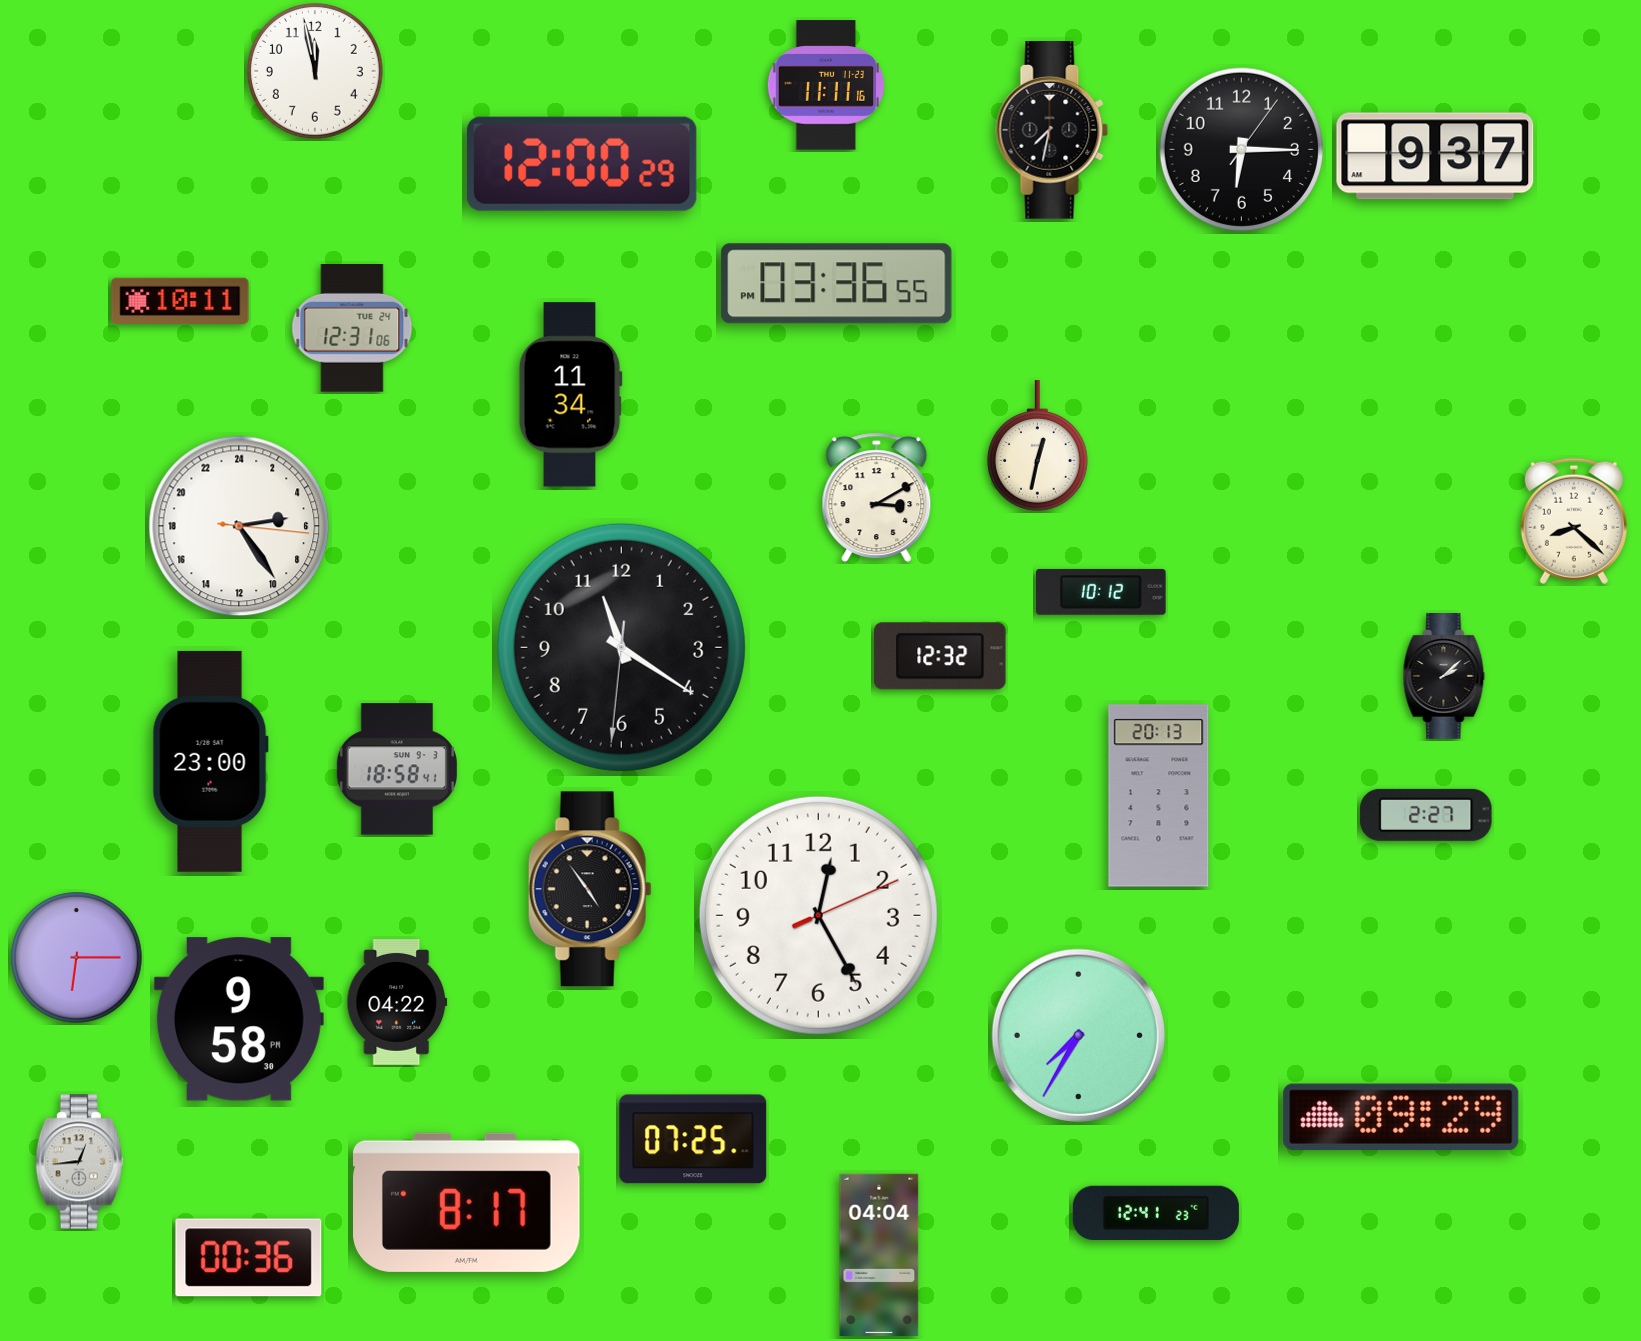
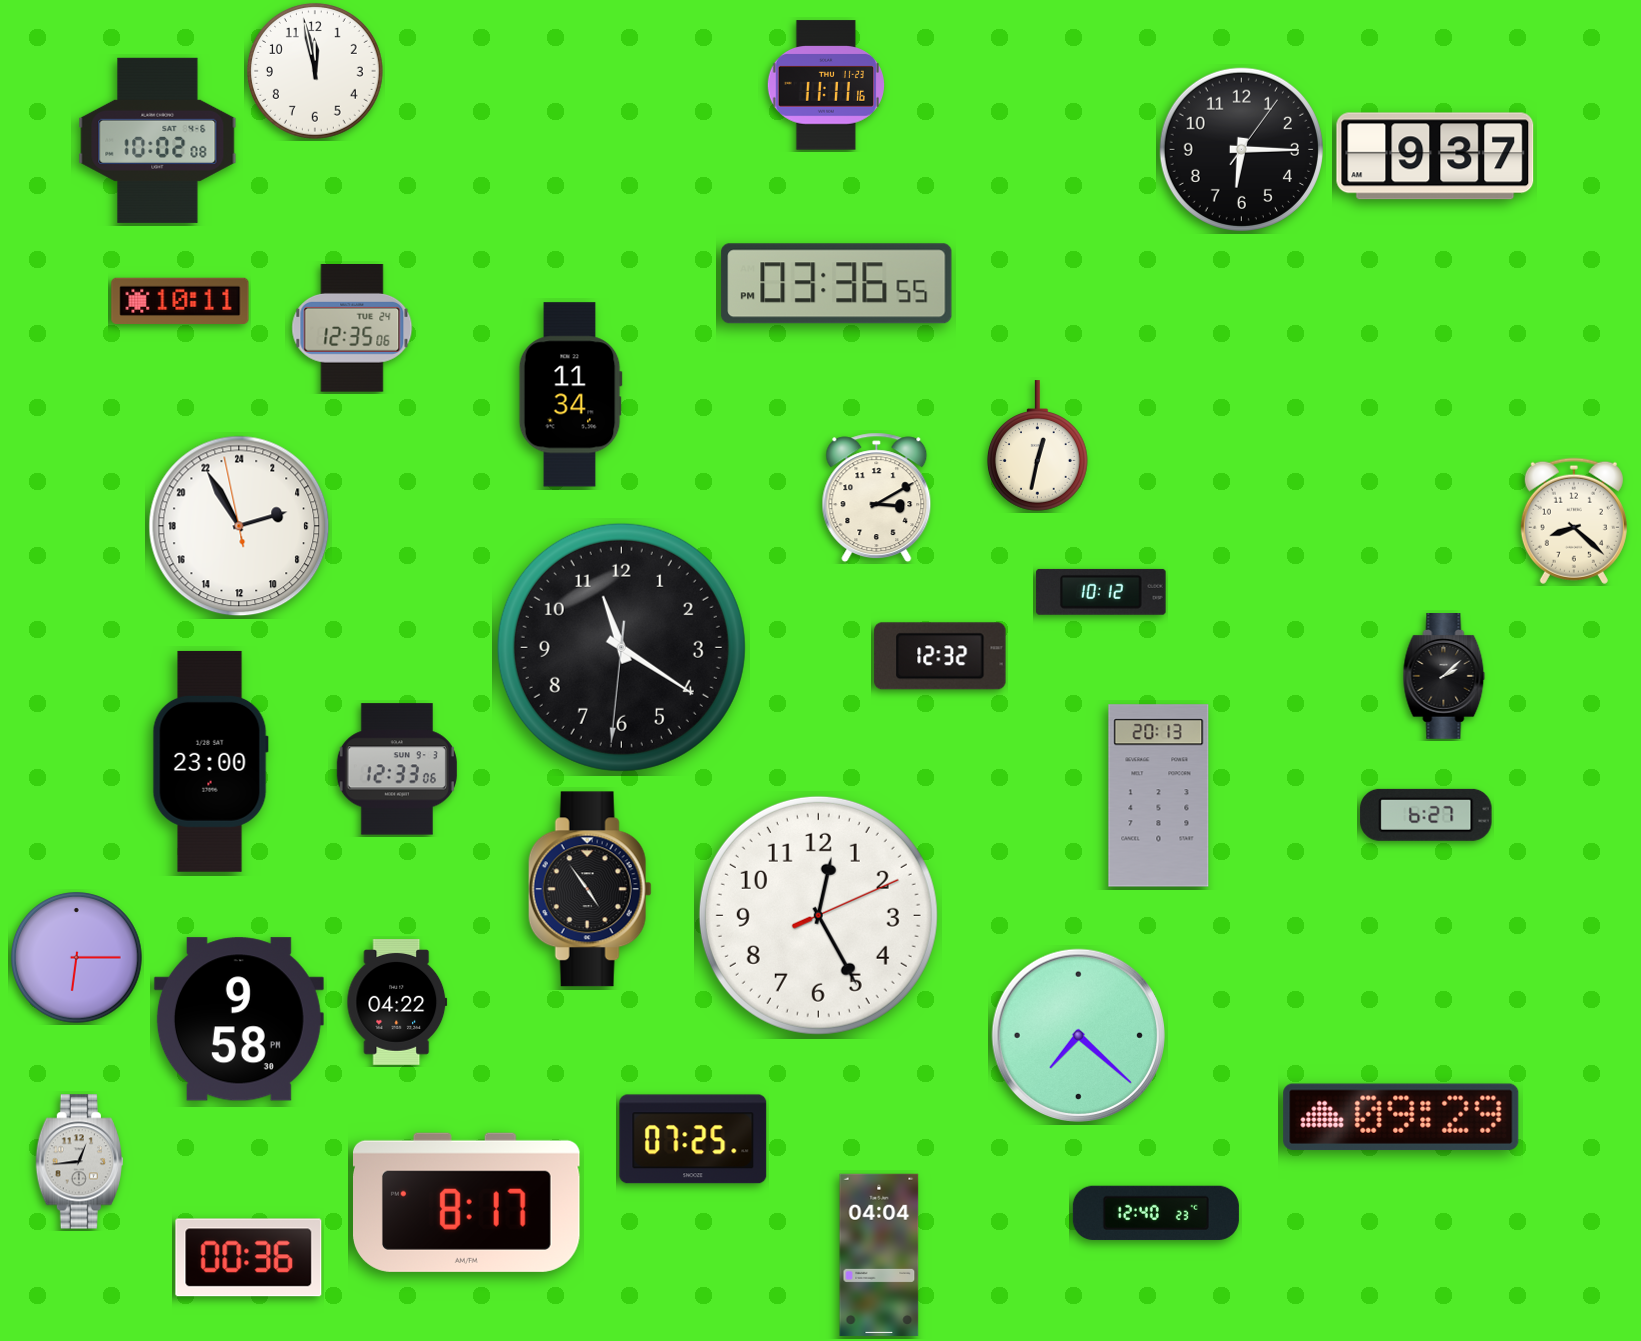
clock at (1052, 130): 7:32 -> none
clock at (158, 140): none -> 10:02
clock at (582, 164): 12:00 -> none
clock at (352, 329): 12:31 -> 12:35
clock at (239, 526): 5:24 -> 4:54
clock at (397, 769): 18:58 -> 12:33
clock at (1426, 815): 2:27 -> 6:27
clock at (1078, 1035): 7:35 -> 7:22
clock at (1156, 1213): 12:41 -> 12:40
